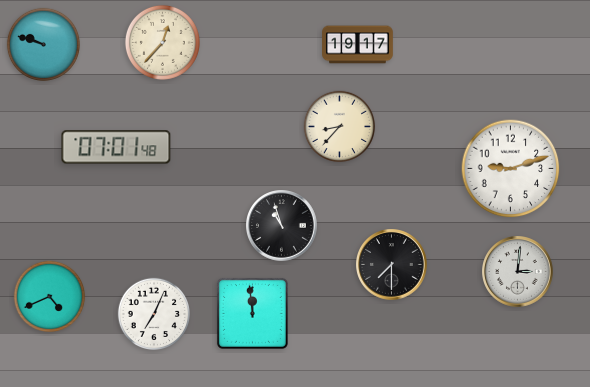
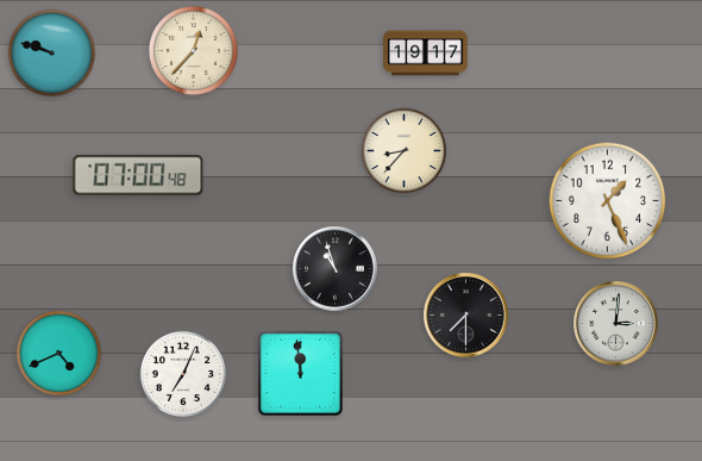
clock at (116, 147): 07:01 -> 07:00
clock at (511, 169): 9:12 -> 1:26
